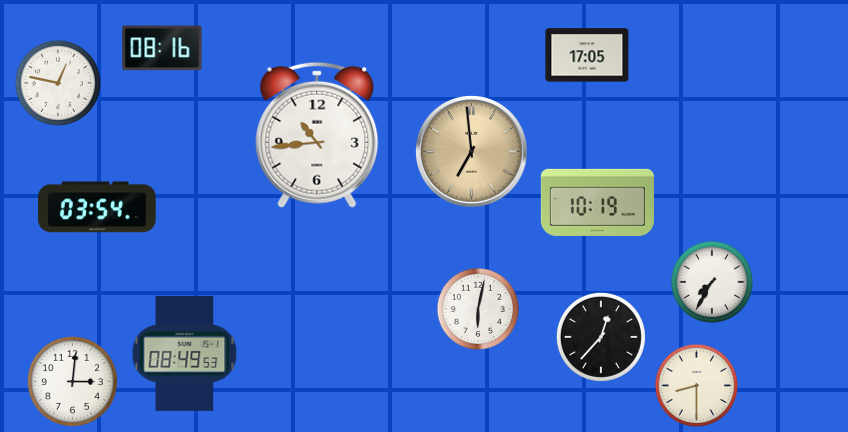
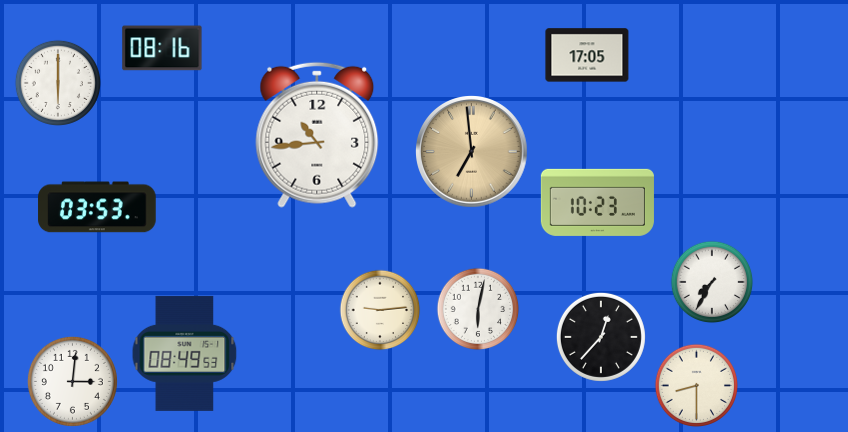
clock at (58, 83): 12:47 -> 6:00
clock at (597, 202): 10:19 -> 10:23
clock at (97, 207): 03:54 -> 03:53
clock at (380, 310): none -> 9:14
